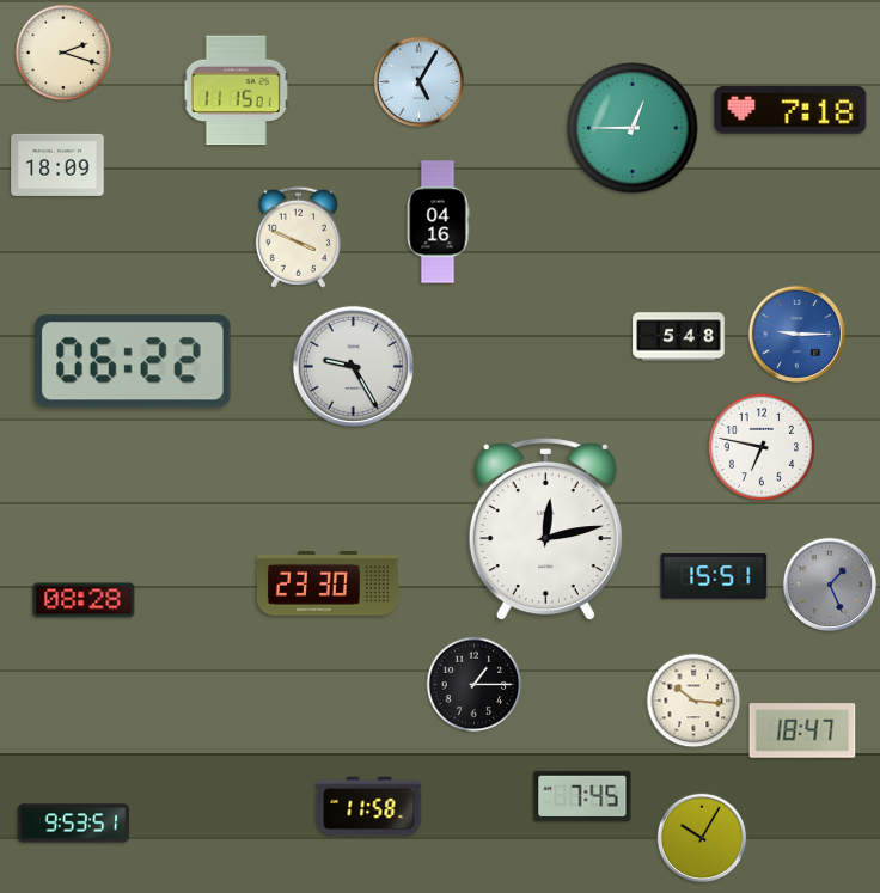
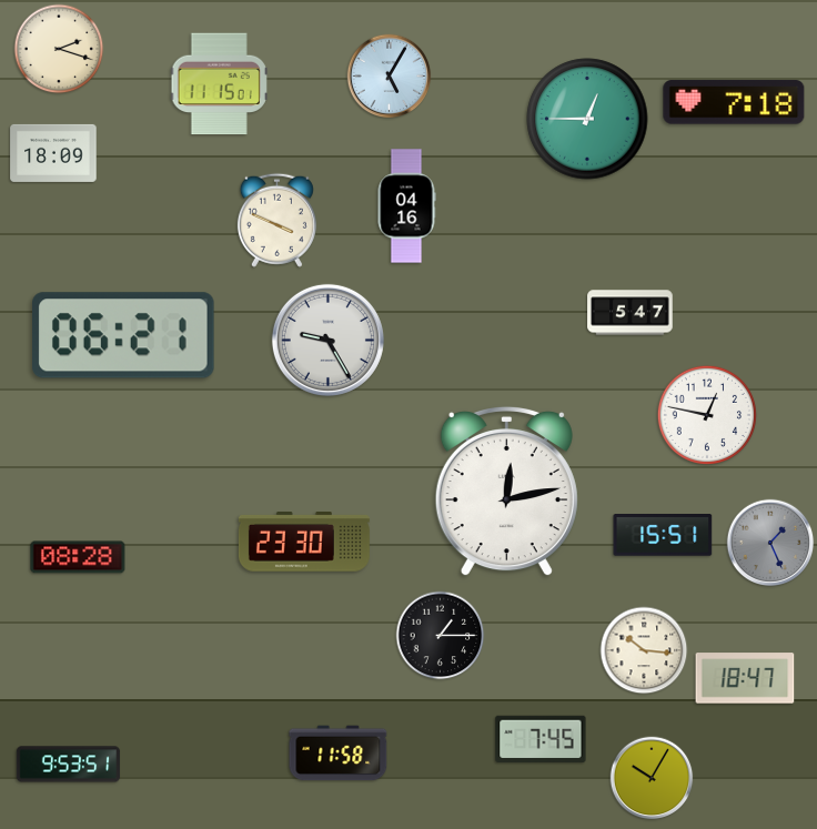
clock at (797, 335): 9:15 -> none
clock at (679, 337): 5:48 -> 5:47
clock at (134, 361): 06:22 -> 06:21
clock at (762, 447): 6:47 -> 12:47
clock at (369, 807) position: (369, 807) -> (339, 754)
